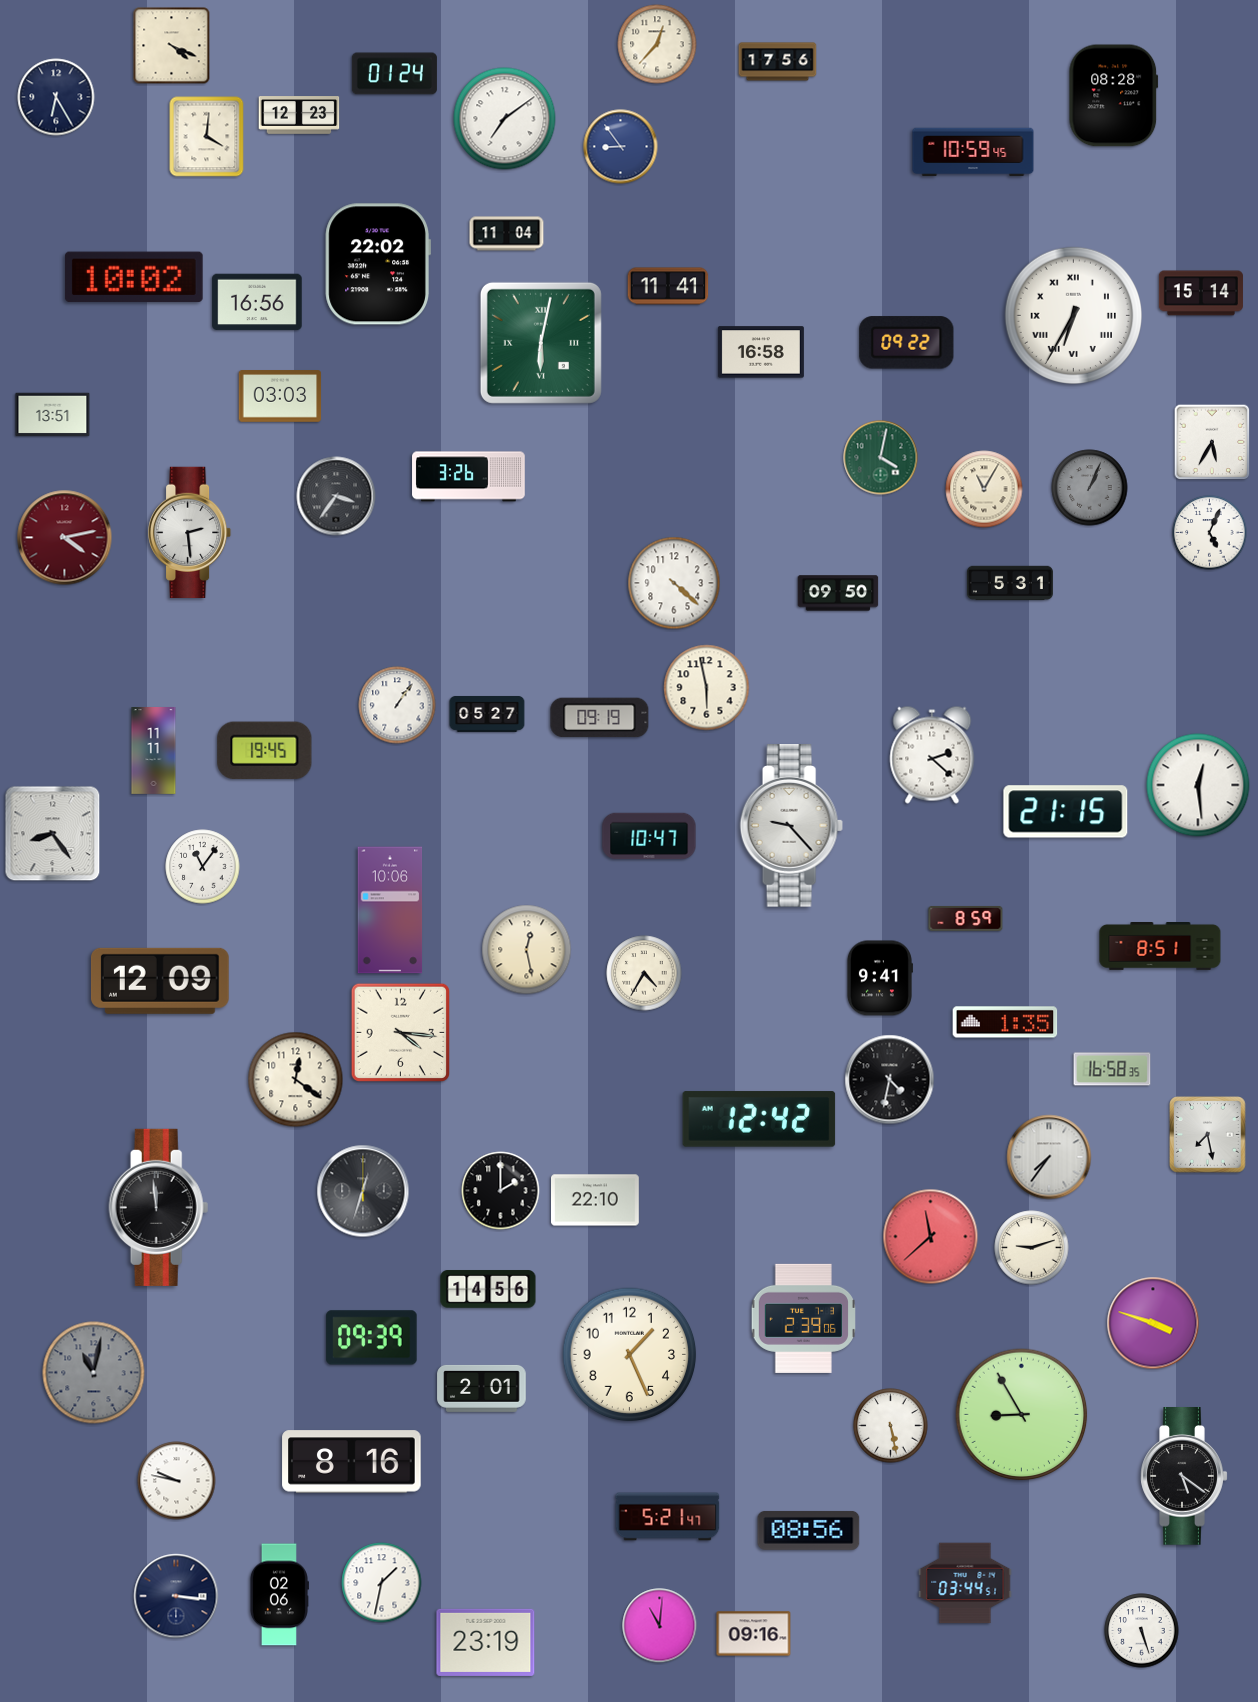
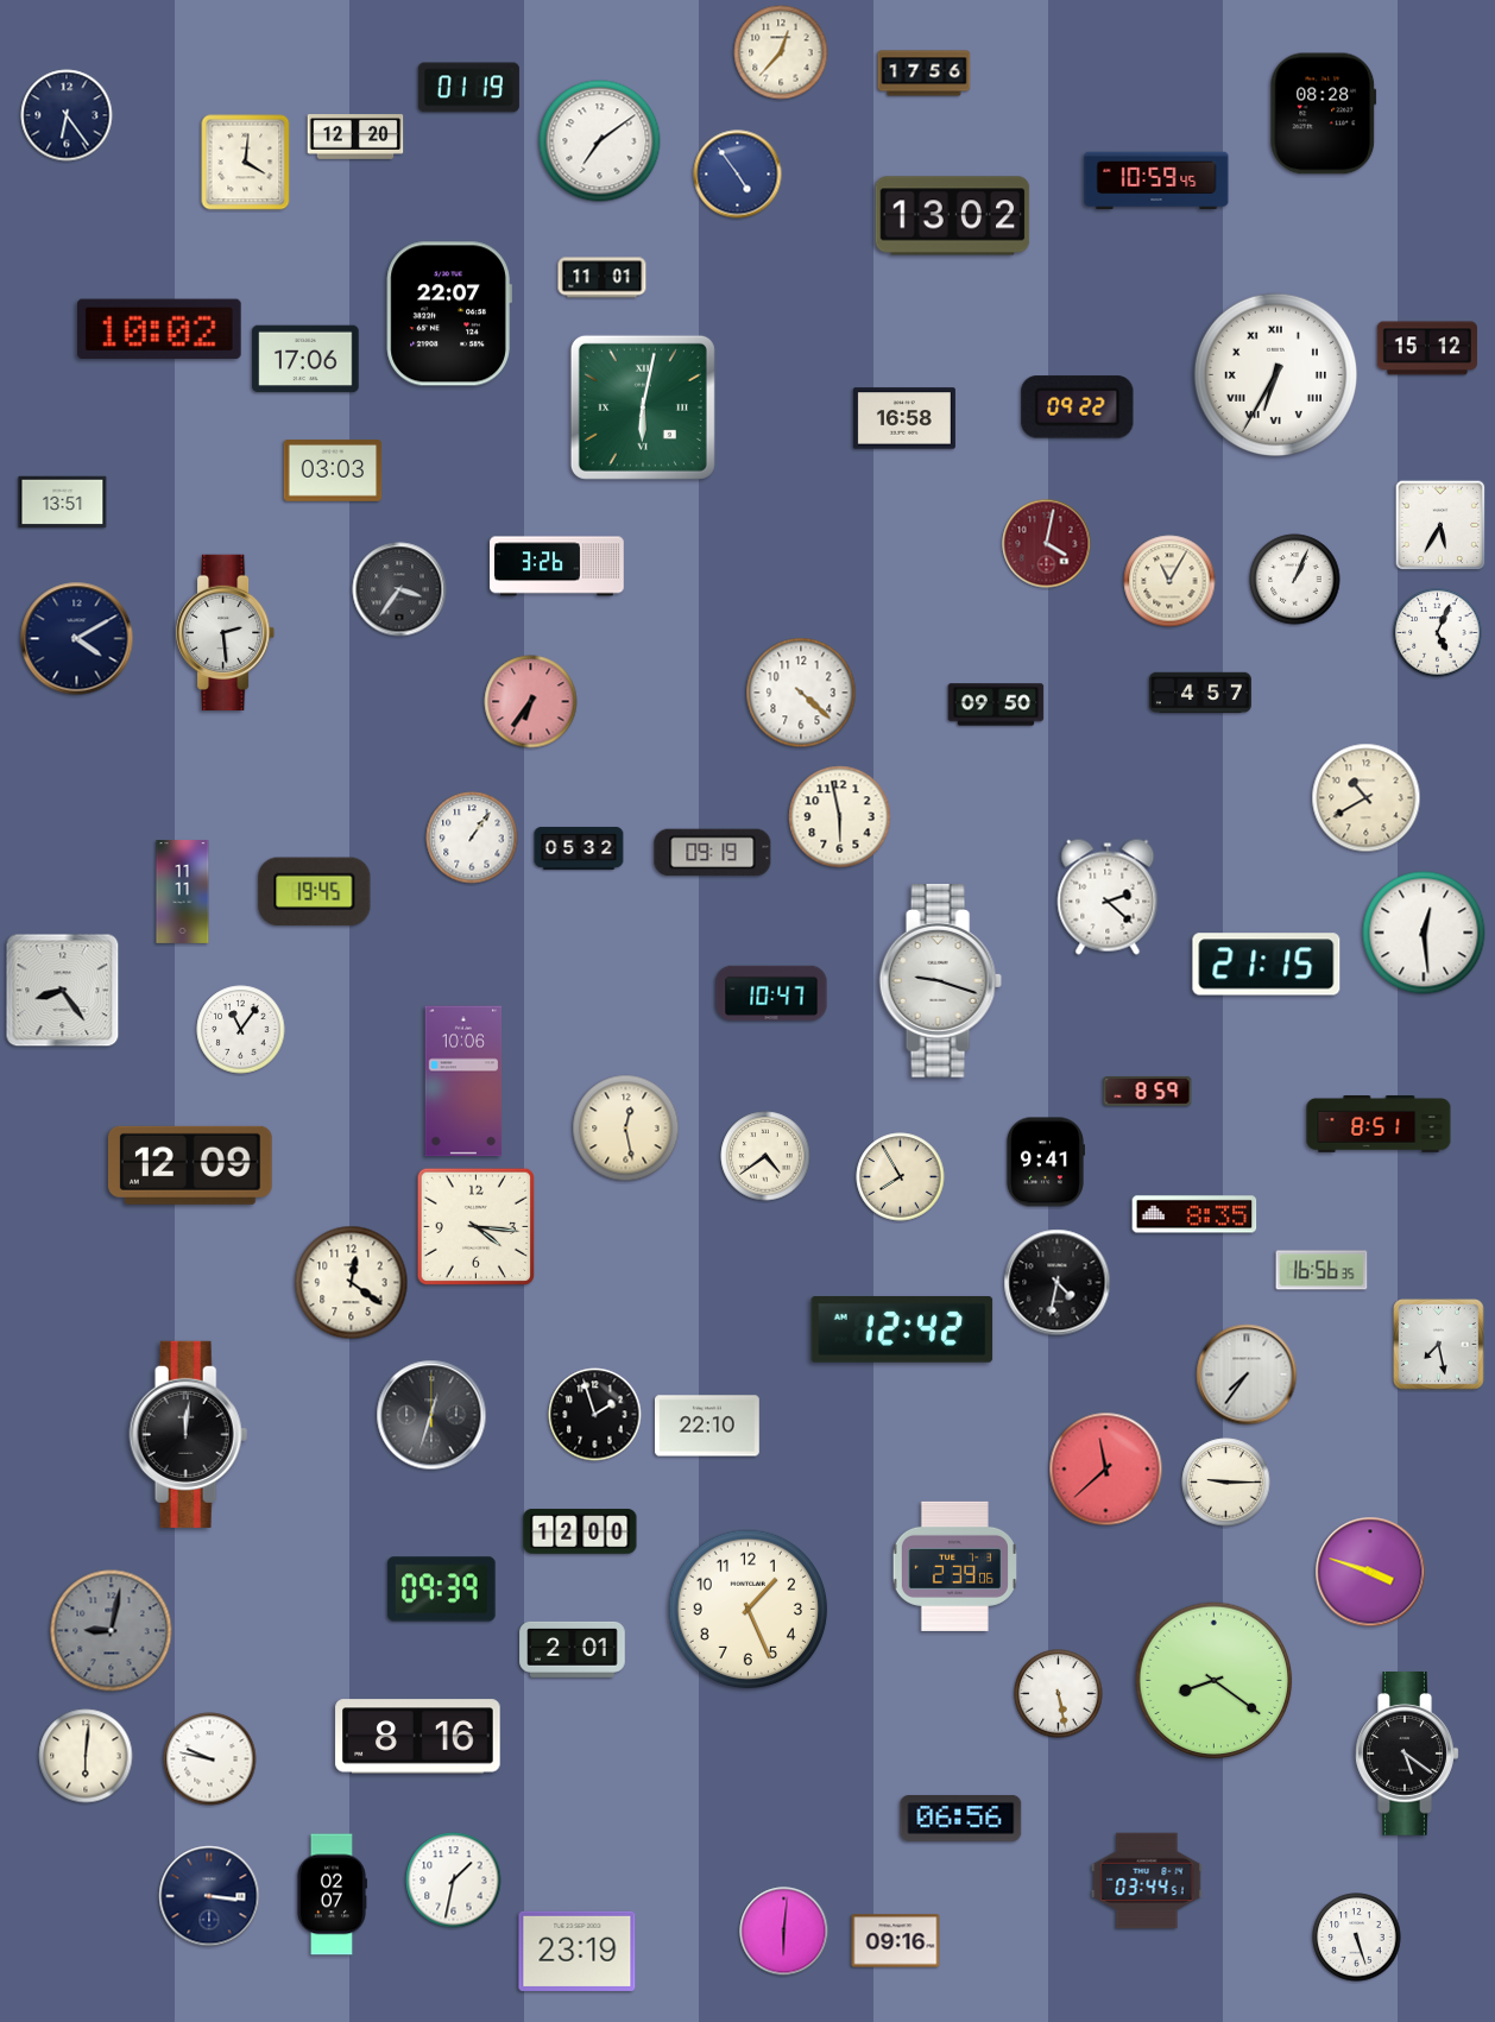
clock at (172, 46): 4:19 -> none
clock at (394, 74): 01:24 -> 01:19
clock at (56, 97): 6:25 -> 6:24
clock at (299, 115): 12:23 -> 12:20
clock at (621, 147): 8:54 -> 4:54
clock at (953, 216): none -> 13:02
clock at (507, 234): 11:04 -> 11:01
clock at (378, 264): 22:02 -> 22:07
clock at (668, 286): 11:41 -> none
clock at (1201, 293): 15:14 -> 15:12
clock at (257, 302): 16:56 -> 17:06
clock at (53, 415) position: (53, 415) -> (63, 503)
clock at (881, 458) dial: green -> burgundy
clock at (1090, 488) dial: grey -> white
clock at (65, 538): 4:13 -> 4:10
clock at (65, 538) dial: burgundy -> navy
clock at (1010, 583): 5:31 -> 4:57
clock at (531, 702): none -> 6:36
clock at (1367, 798): none -> 10:40
clock at (487, 714): 05:27 -> 05:32
clock at (791, 826): 9:23 -> 9:18
clock at (644, 973): 4:35 -> 4:39
clock at (901, 1177): none -> 7:55
clock at (1005, 1022): 1:35 -> 8:35
clock at (1112, 1069): 16:58 -> 16:56
clock at (1208, 1135) position: (1208, 1135) -> (1439, 1345)
clock at (501, 1191): 2:00 -> 1:57
clock at (159, 1207): 11:59 -> 12:01
clock at (1032, 1248): 9:12 -> 9:15
clock at (488, 1289): 14:56 -> 12:00
clock at (94, 1373): 11:02 -> 9:02
clock at (1022, 1415): 8:55 -> 8:21
clock at (86, 1756): none -> 6:01
clock at (668, 1517): 5:21 -> none
clock at (809, 1530): 08:56 -> 06:56
clock at (279, 1595): 02:06 -> 02:07
clock at (660, 1626): 11:01 -> 6:01
